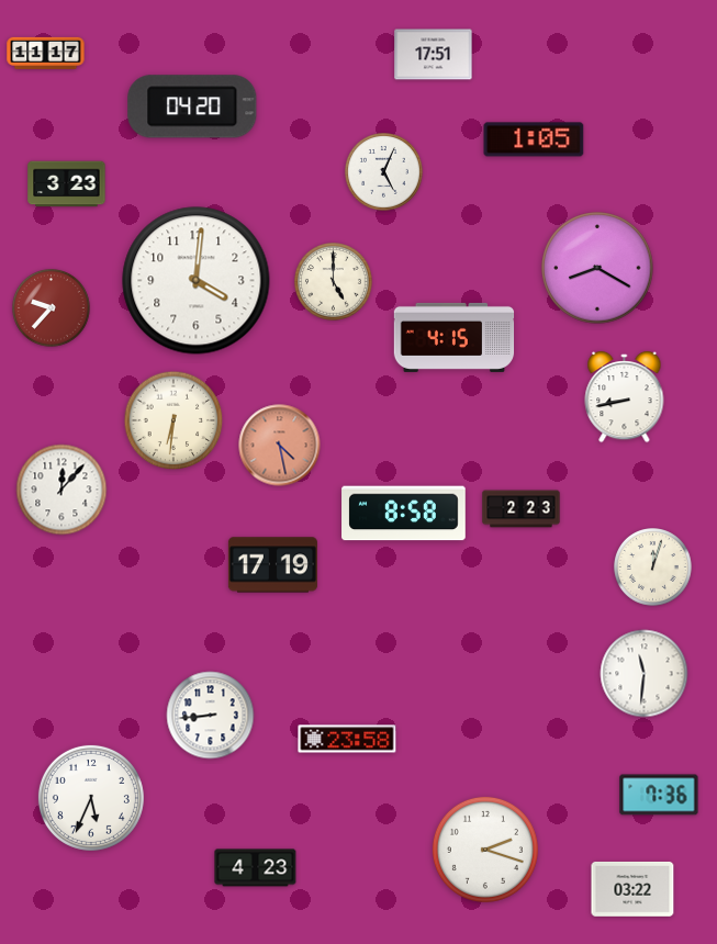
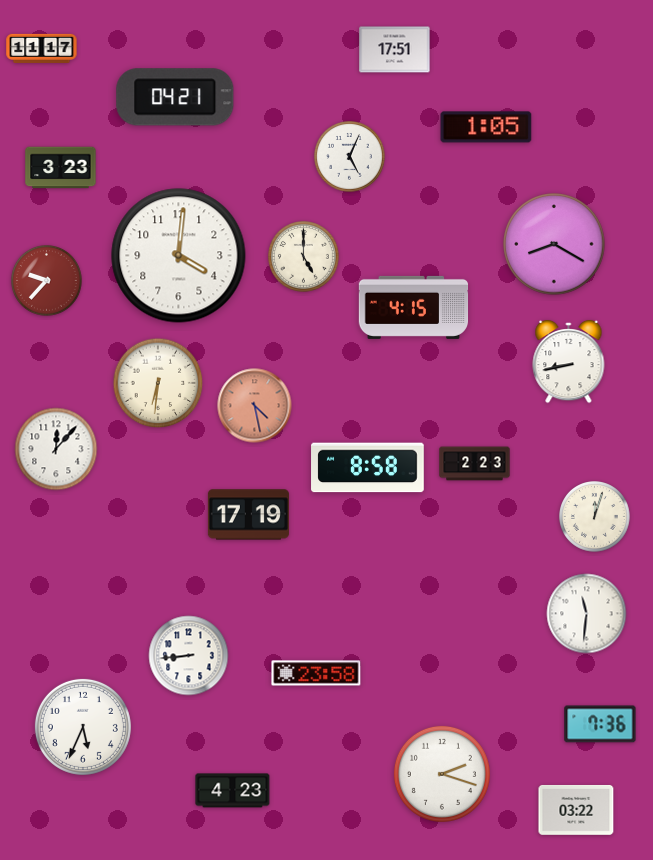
clock at (192, 106): 04:20 -> 04:21
clock at (597, 268) position: (597, 268) -> (554, 244)
clock at (61, 490) position: (61, 490) -> (56, 449)
clock at (211, 716) position: (211, 716) -> (189, 656)
